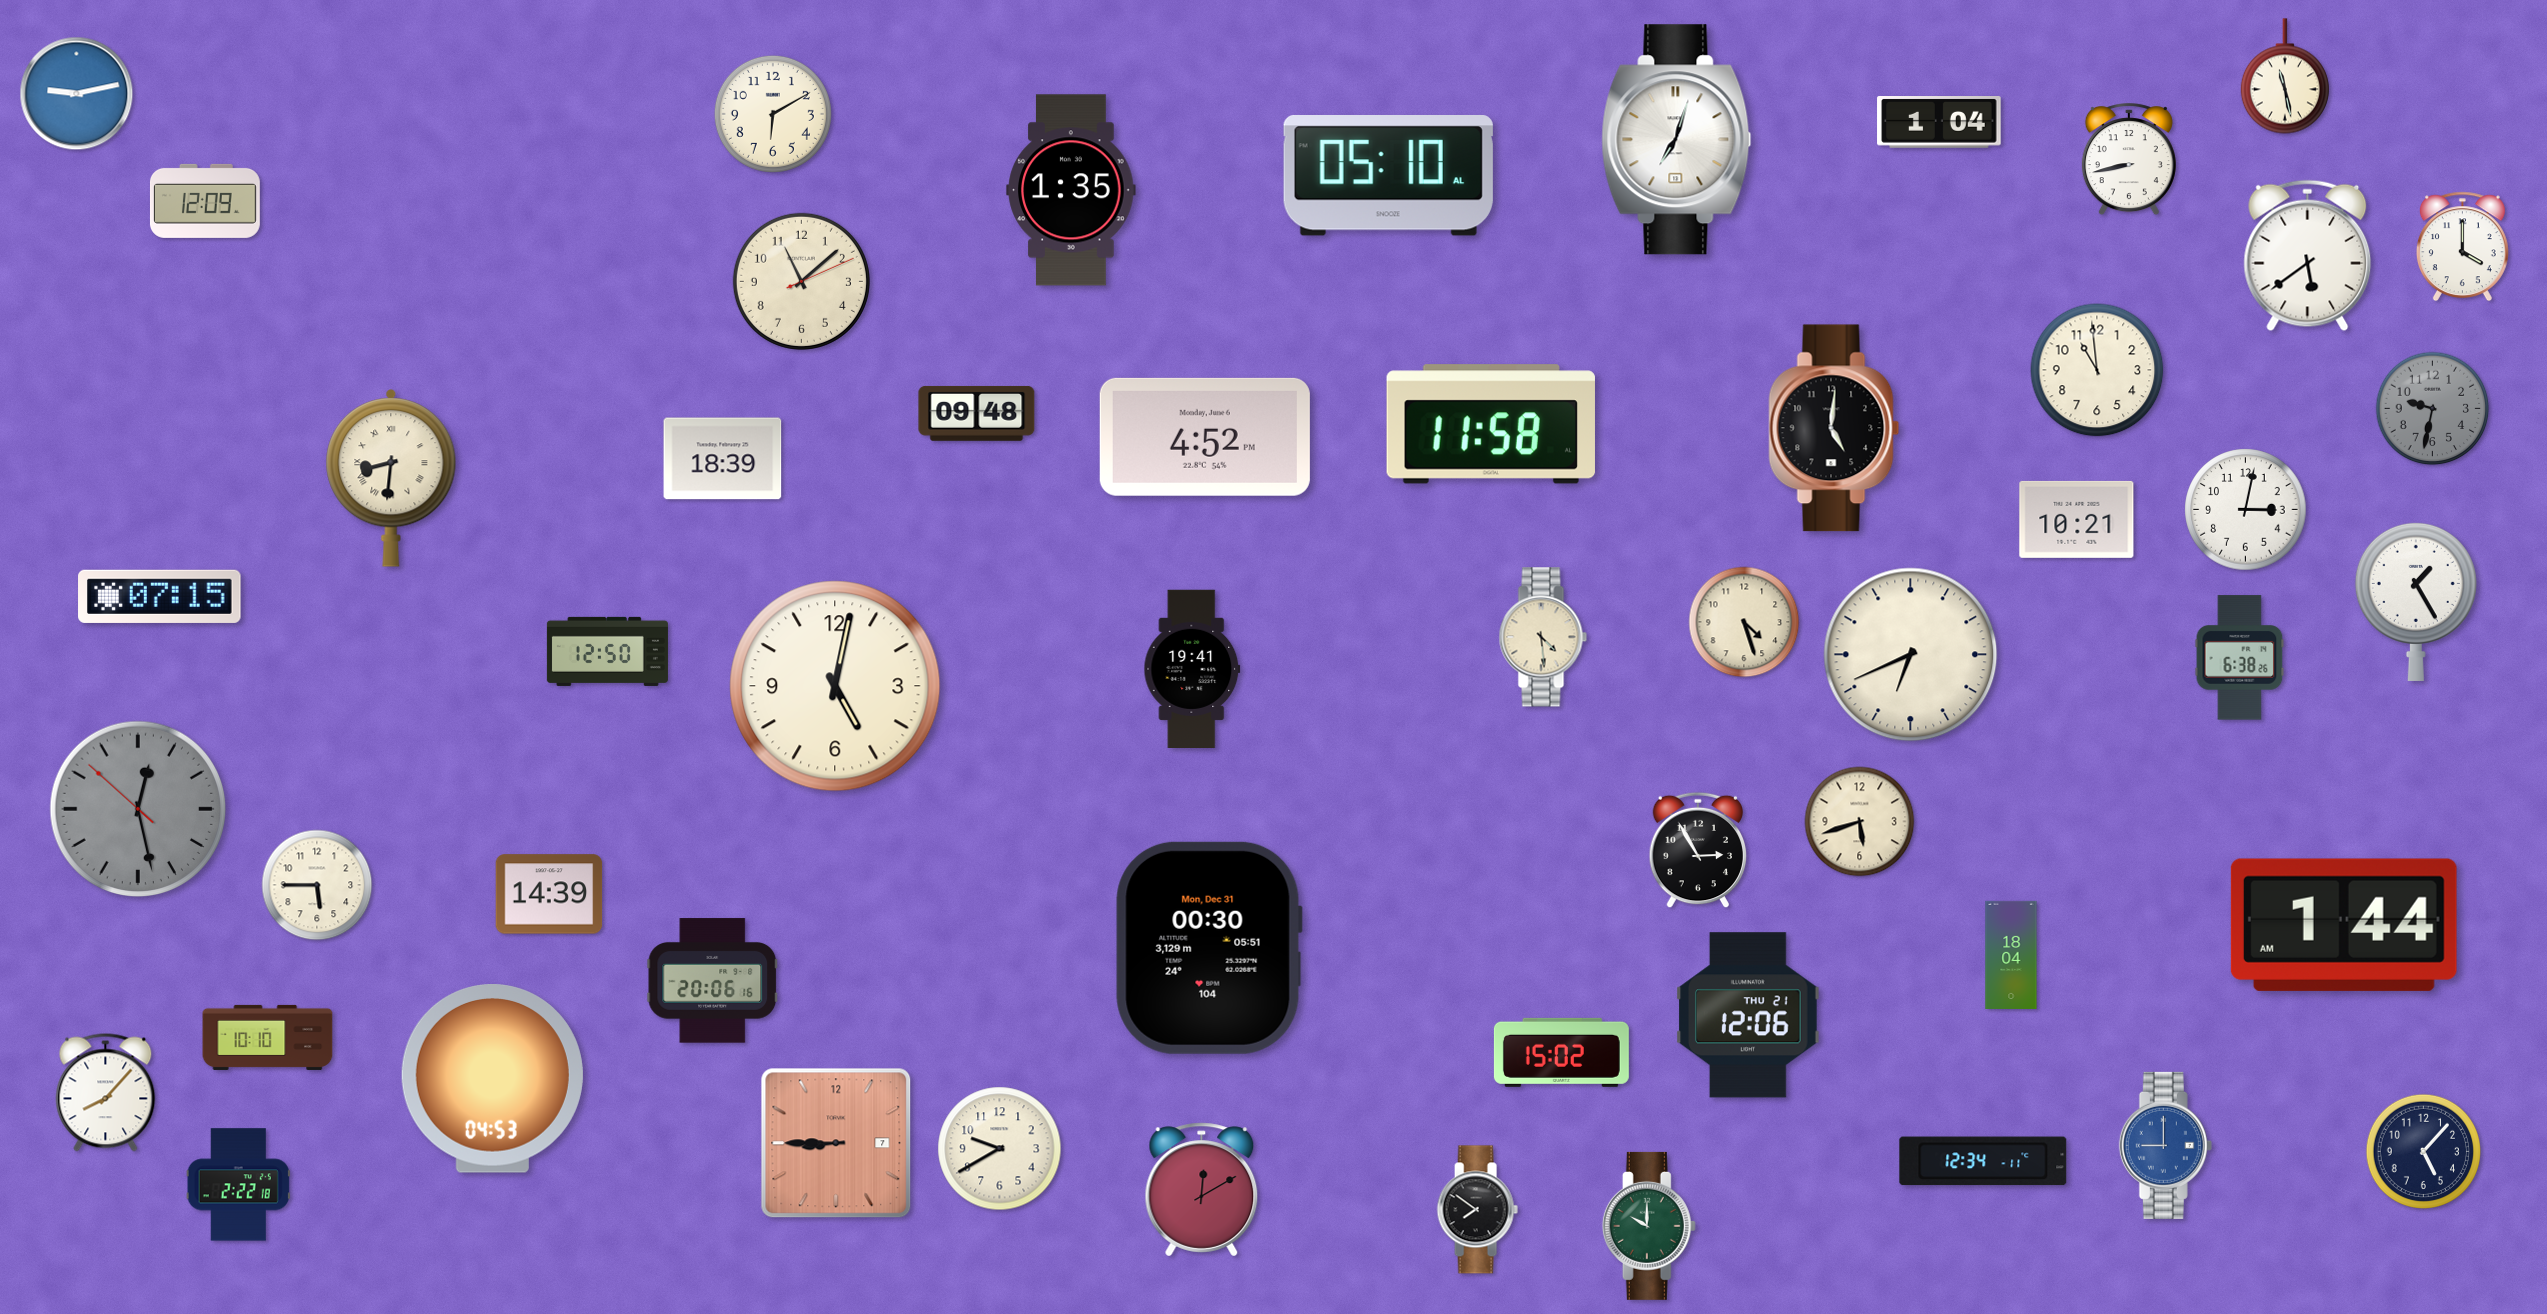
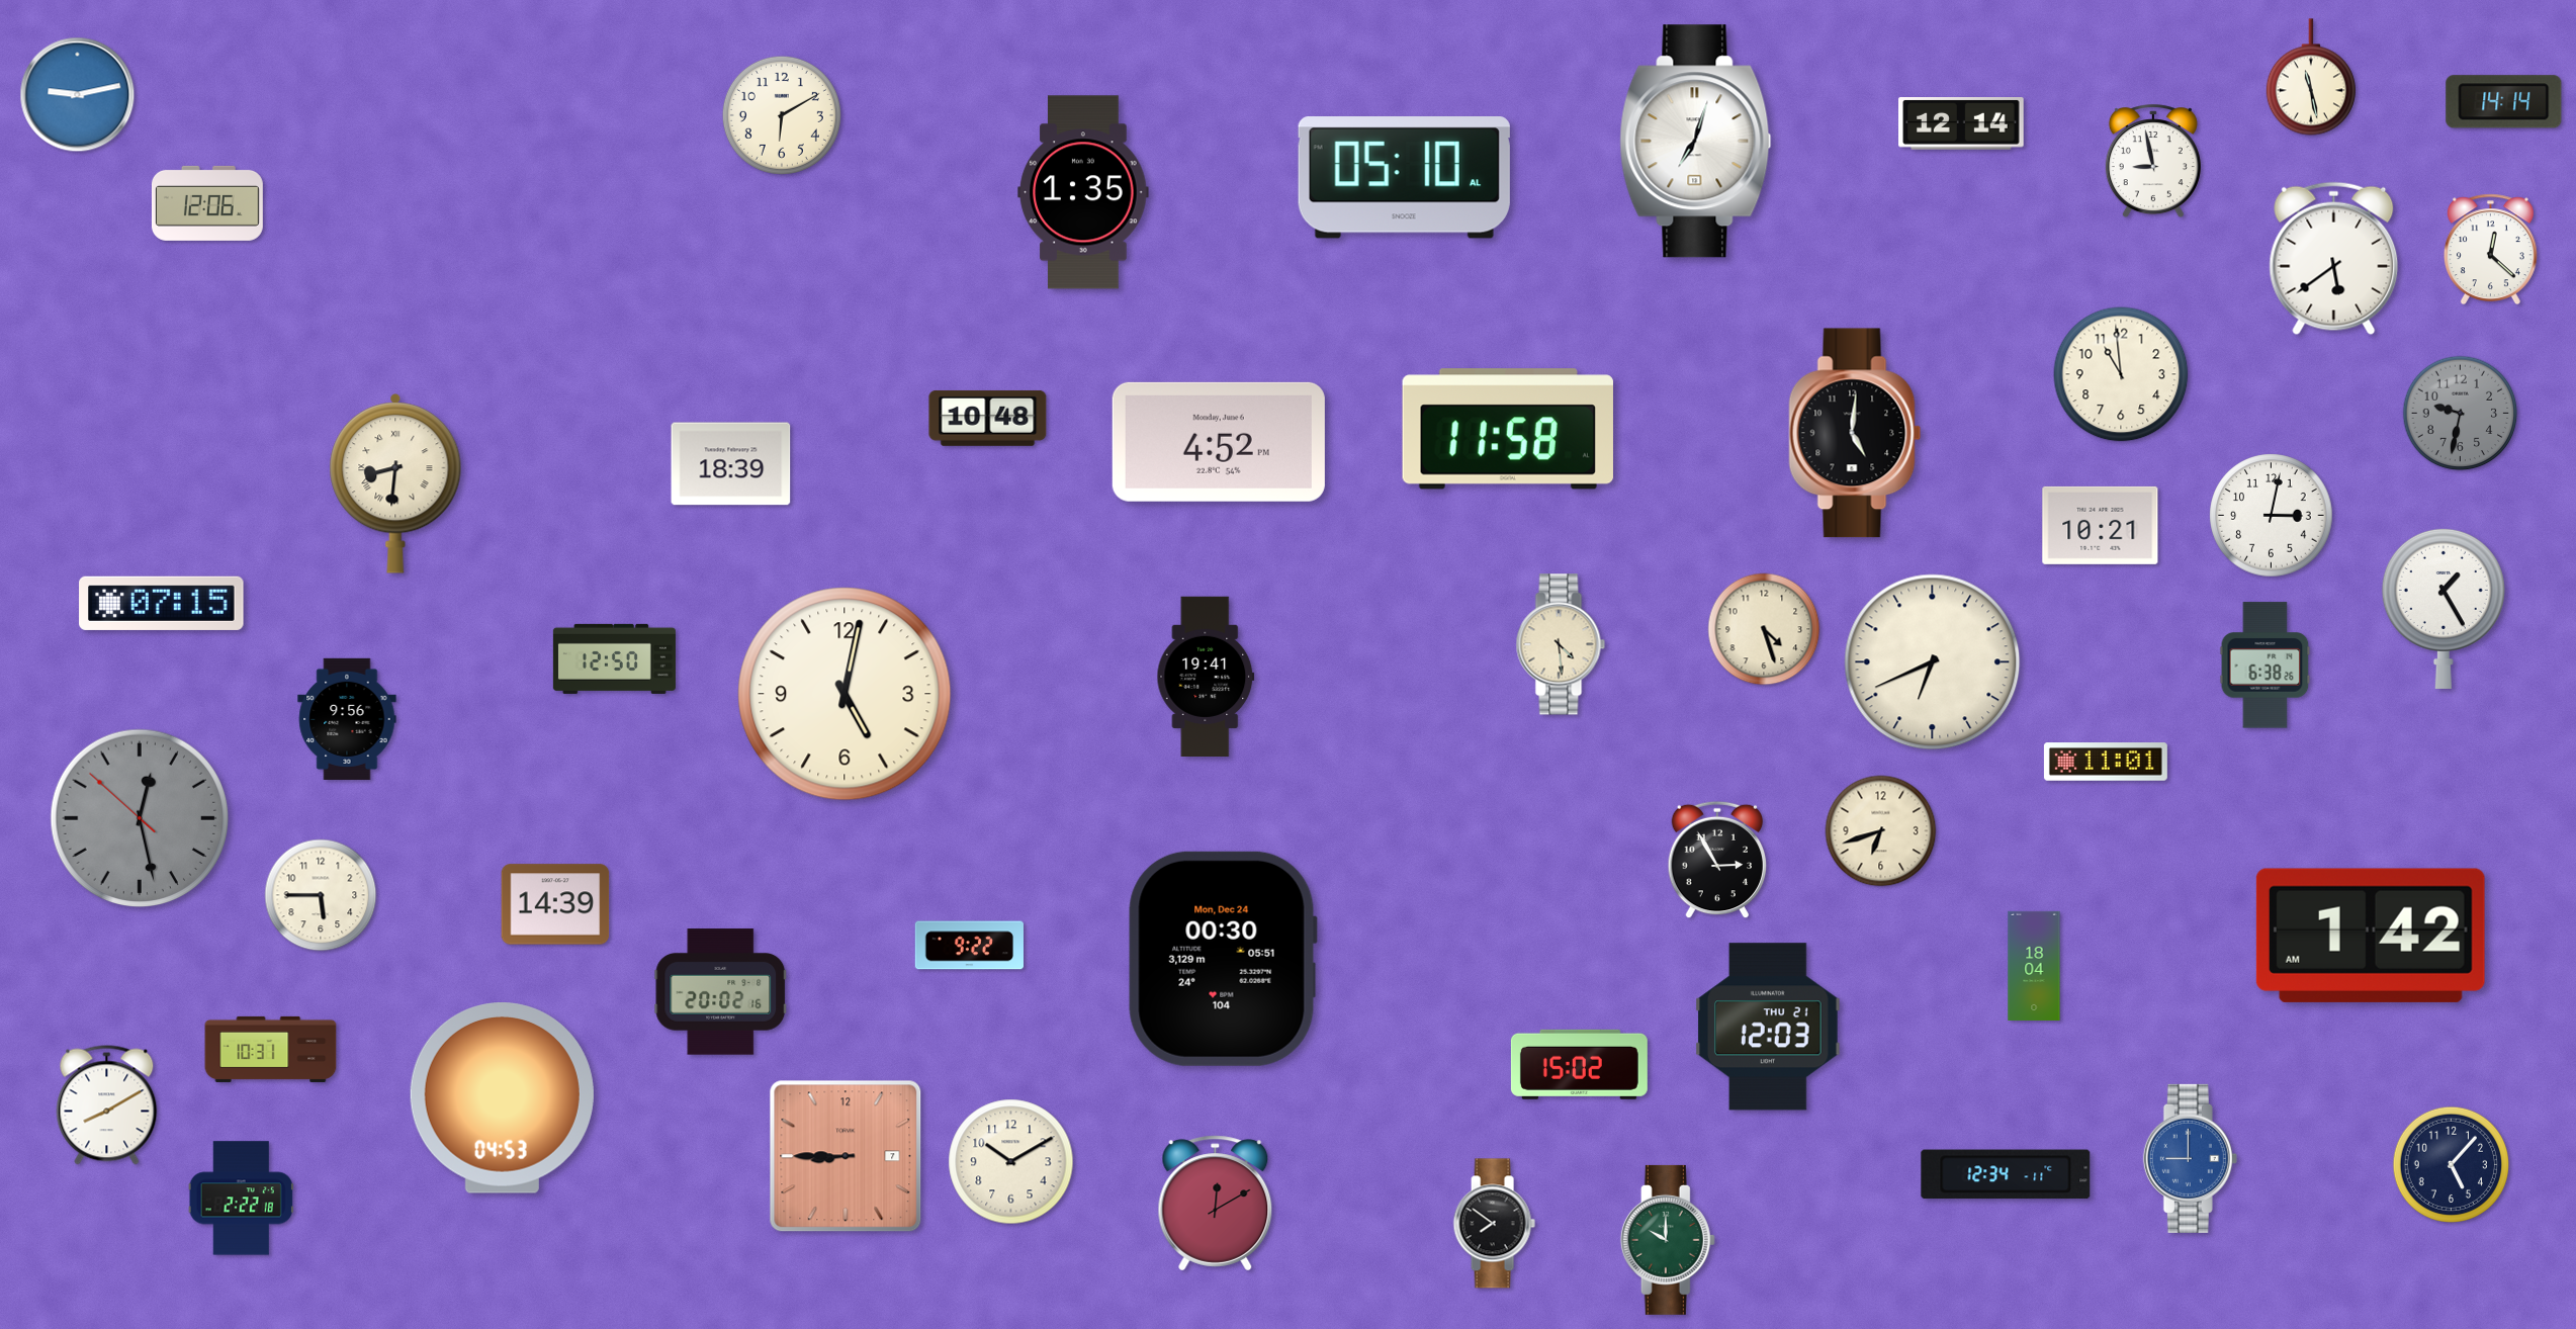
clock at (2504, 102): none -> 14:14
clock at (1939, 123): 1:04 -> 12:14
clock at (2129, 160): 8:43 -> 8:58
clock at (205, 201): 12:09 -> 12:06
clock at (2462, 247): 4:00 -> 12:22
clock at (801, 281): 11:08 -> none
clock at (977, 413): 09:48 -> 10:48
clock at (347, 718): none -> 9:56
clock at (2106, 762): none -> 11:01
clock at (1860, 822): 5:42 -> 6:42
clock at (2344, 925): 1:44 -> 1:42
clock at (969, 946): none -> 9:22
clock at (1209, 948) date: Mon, Dec 31 -> Mon, Dec 24
clock at (713, 981): 20:06 -> 20:02
clock at (1748, 1015): 12:06 -> 12:03
clock at (268, 1037): 10:10 -> 10:31
clock at (492, 1079) position: (492, 1079) -> (502, 1098)
clock at (106, 1093): 8:07 -> 8:10
clock at (1000, 1149): 9:40 -> 10:10
